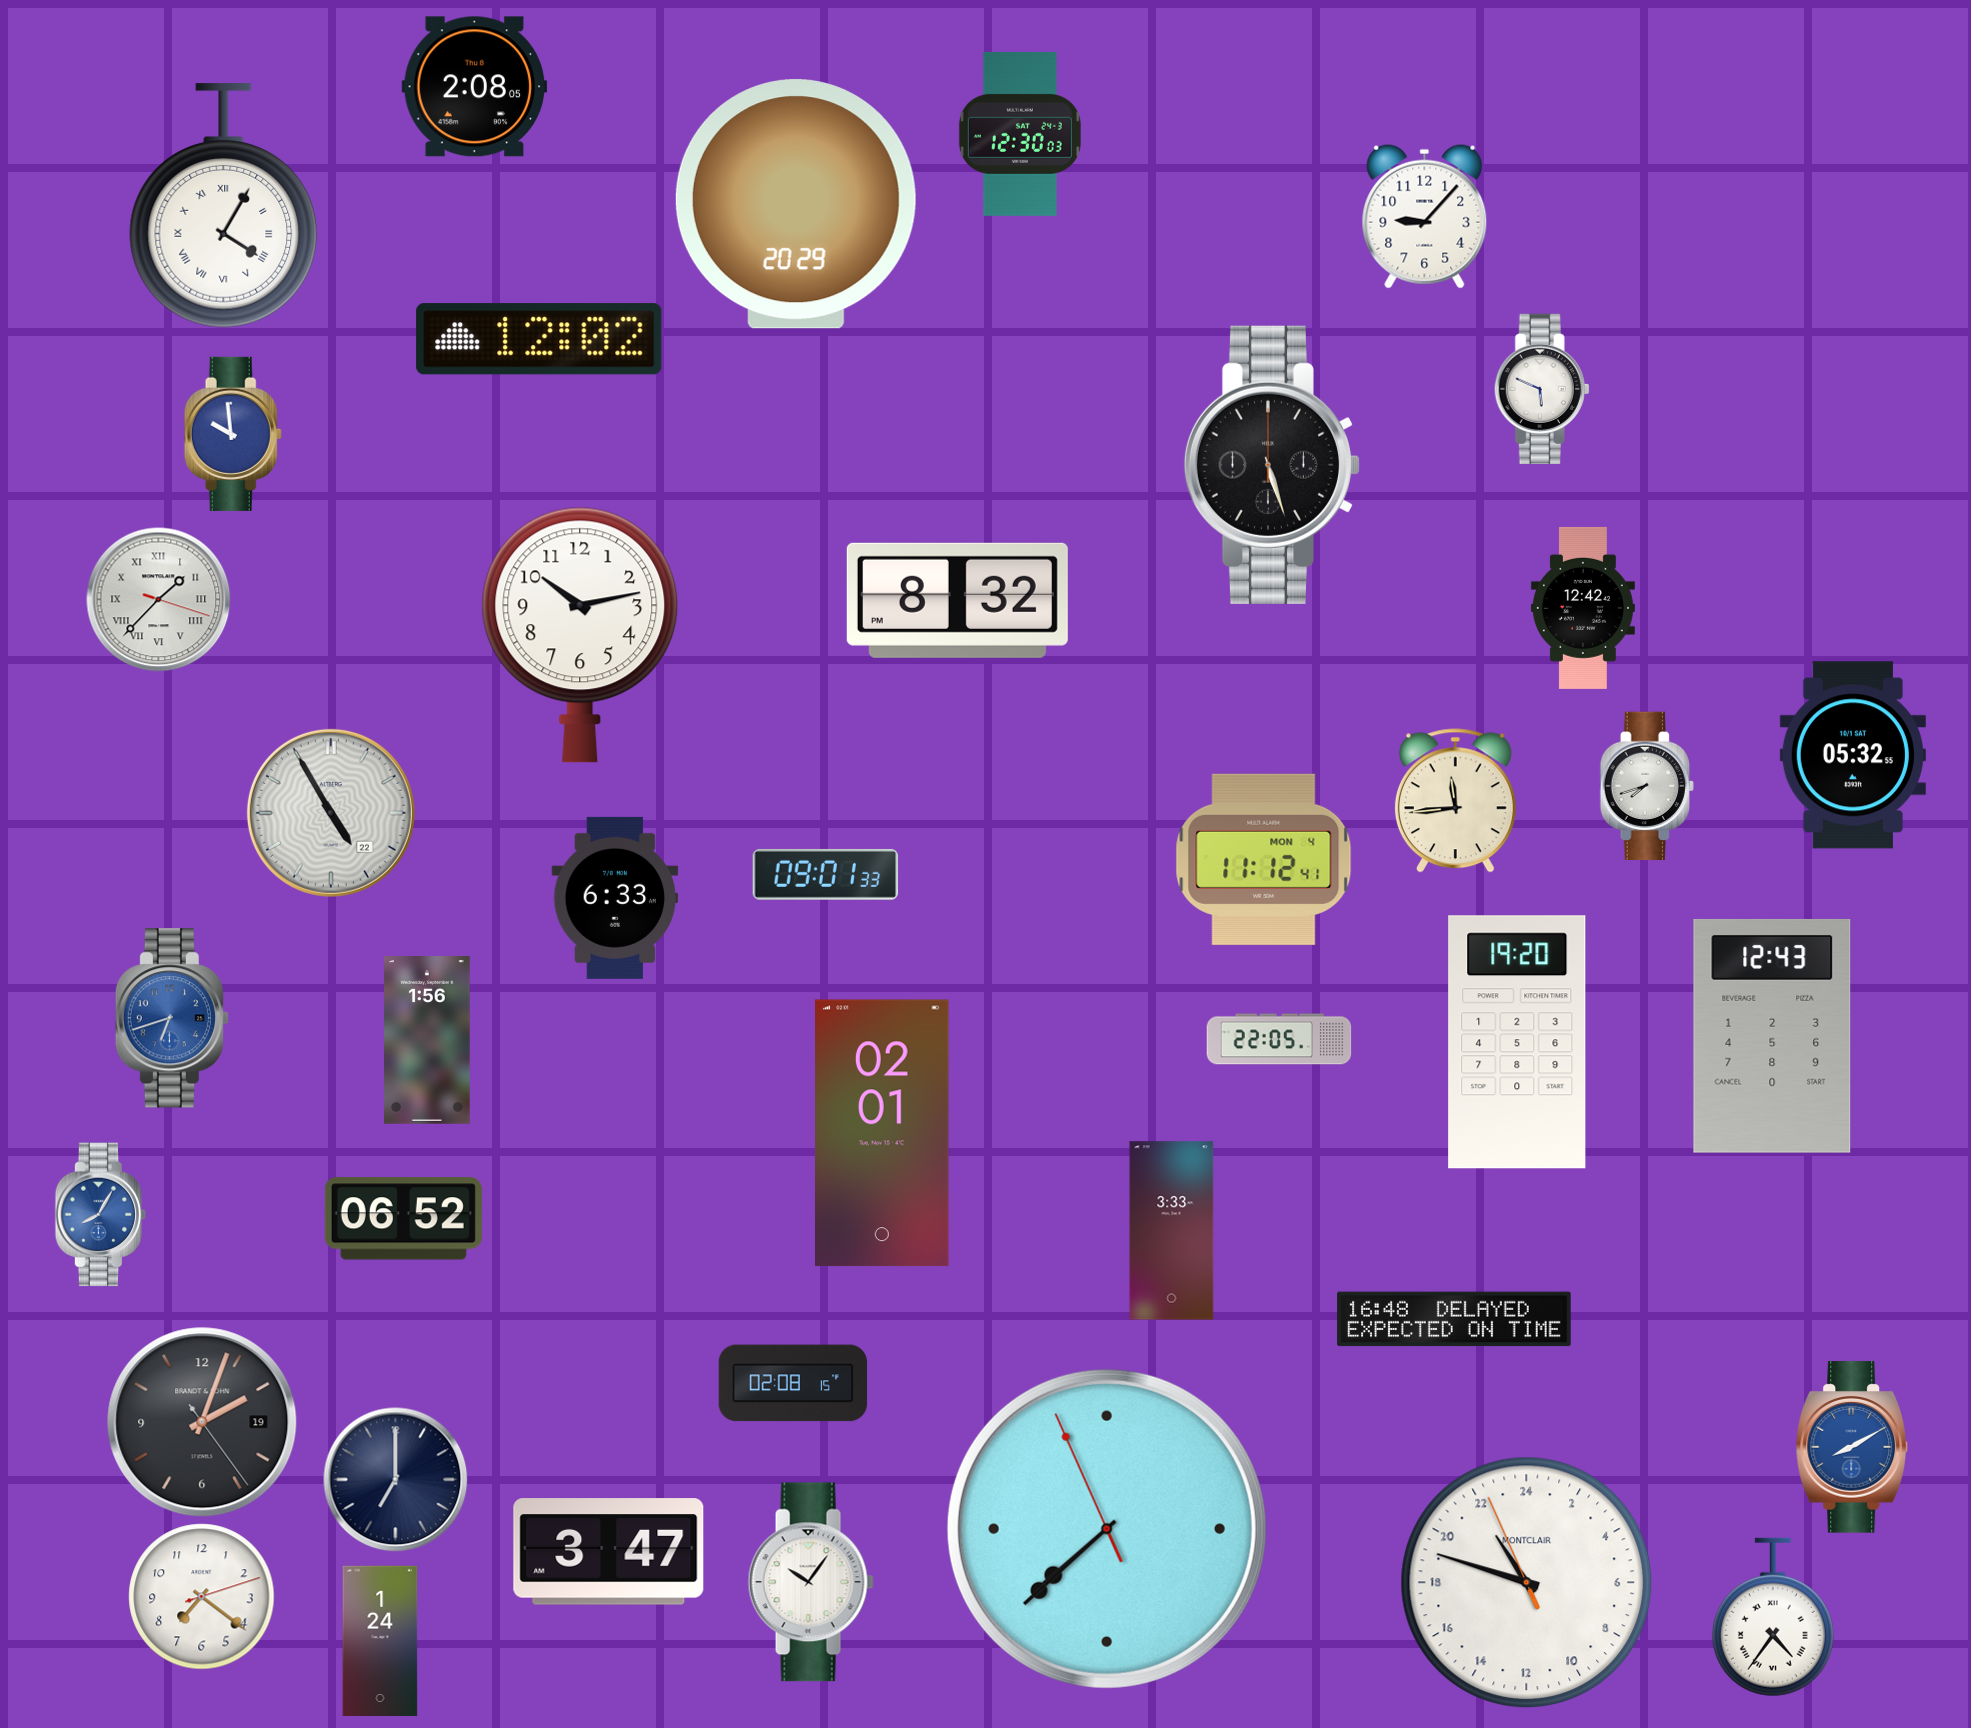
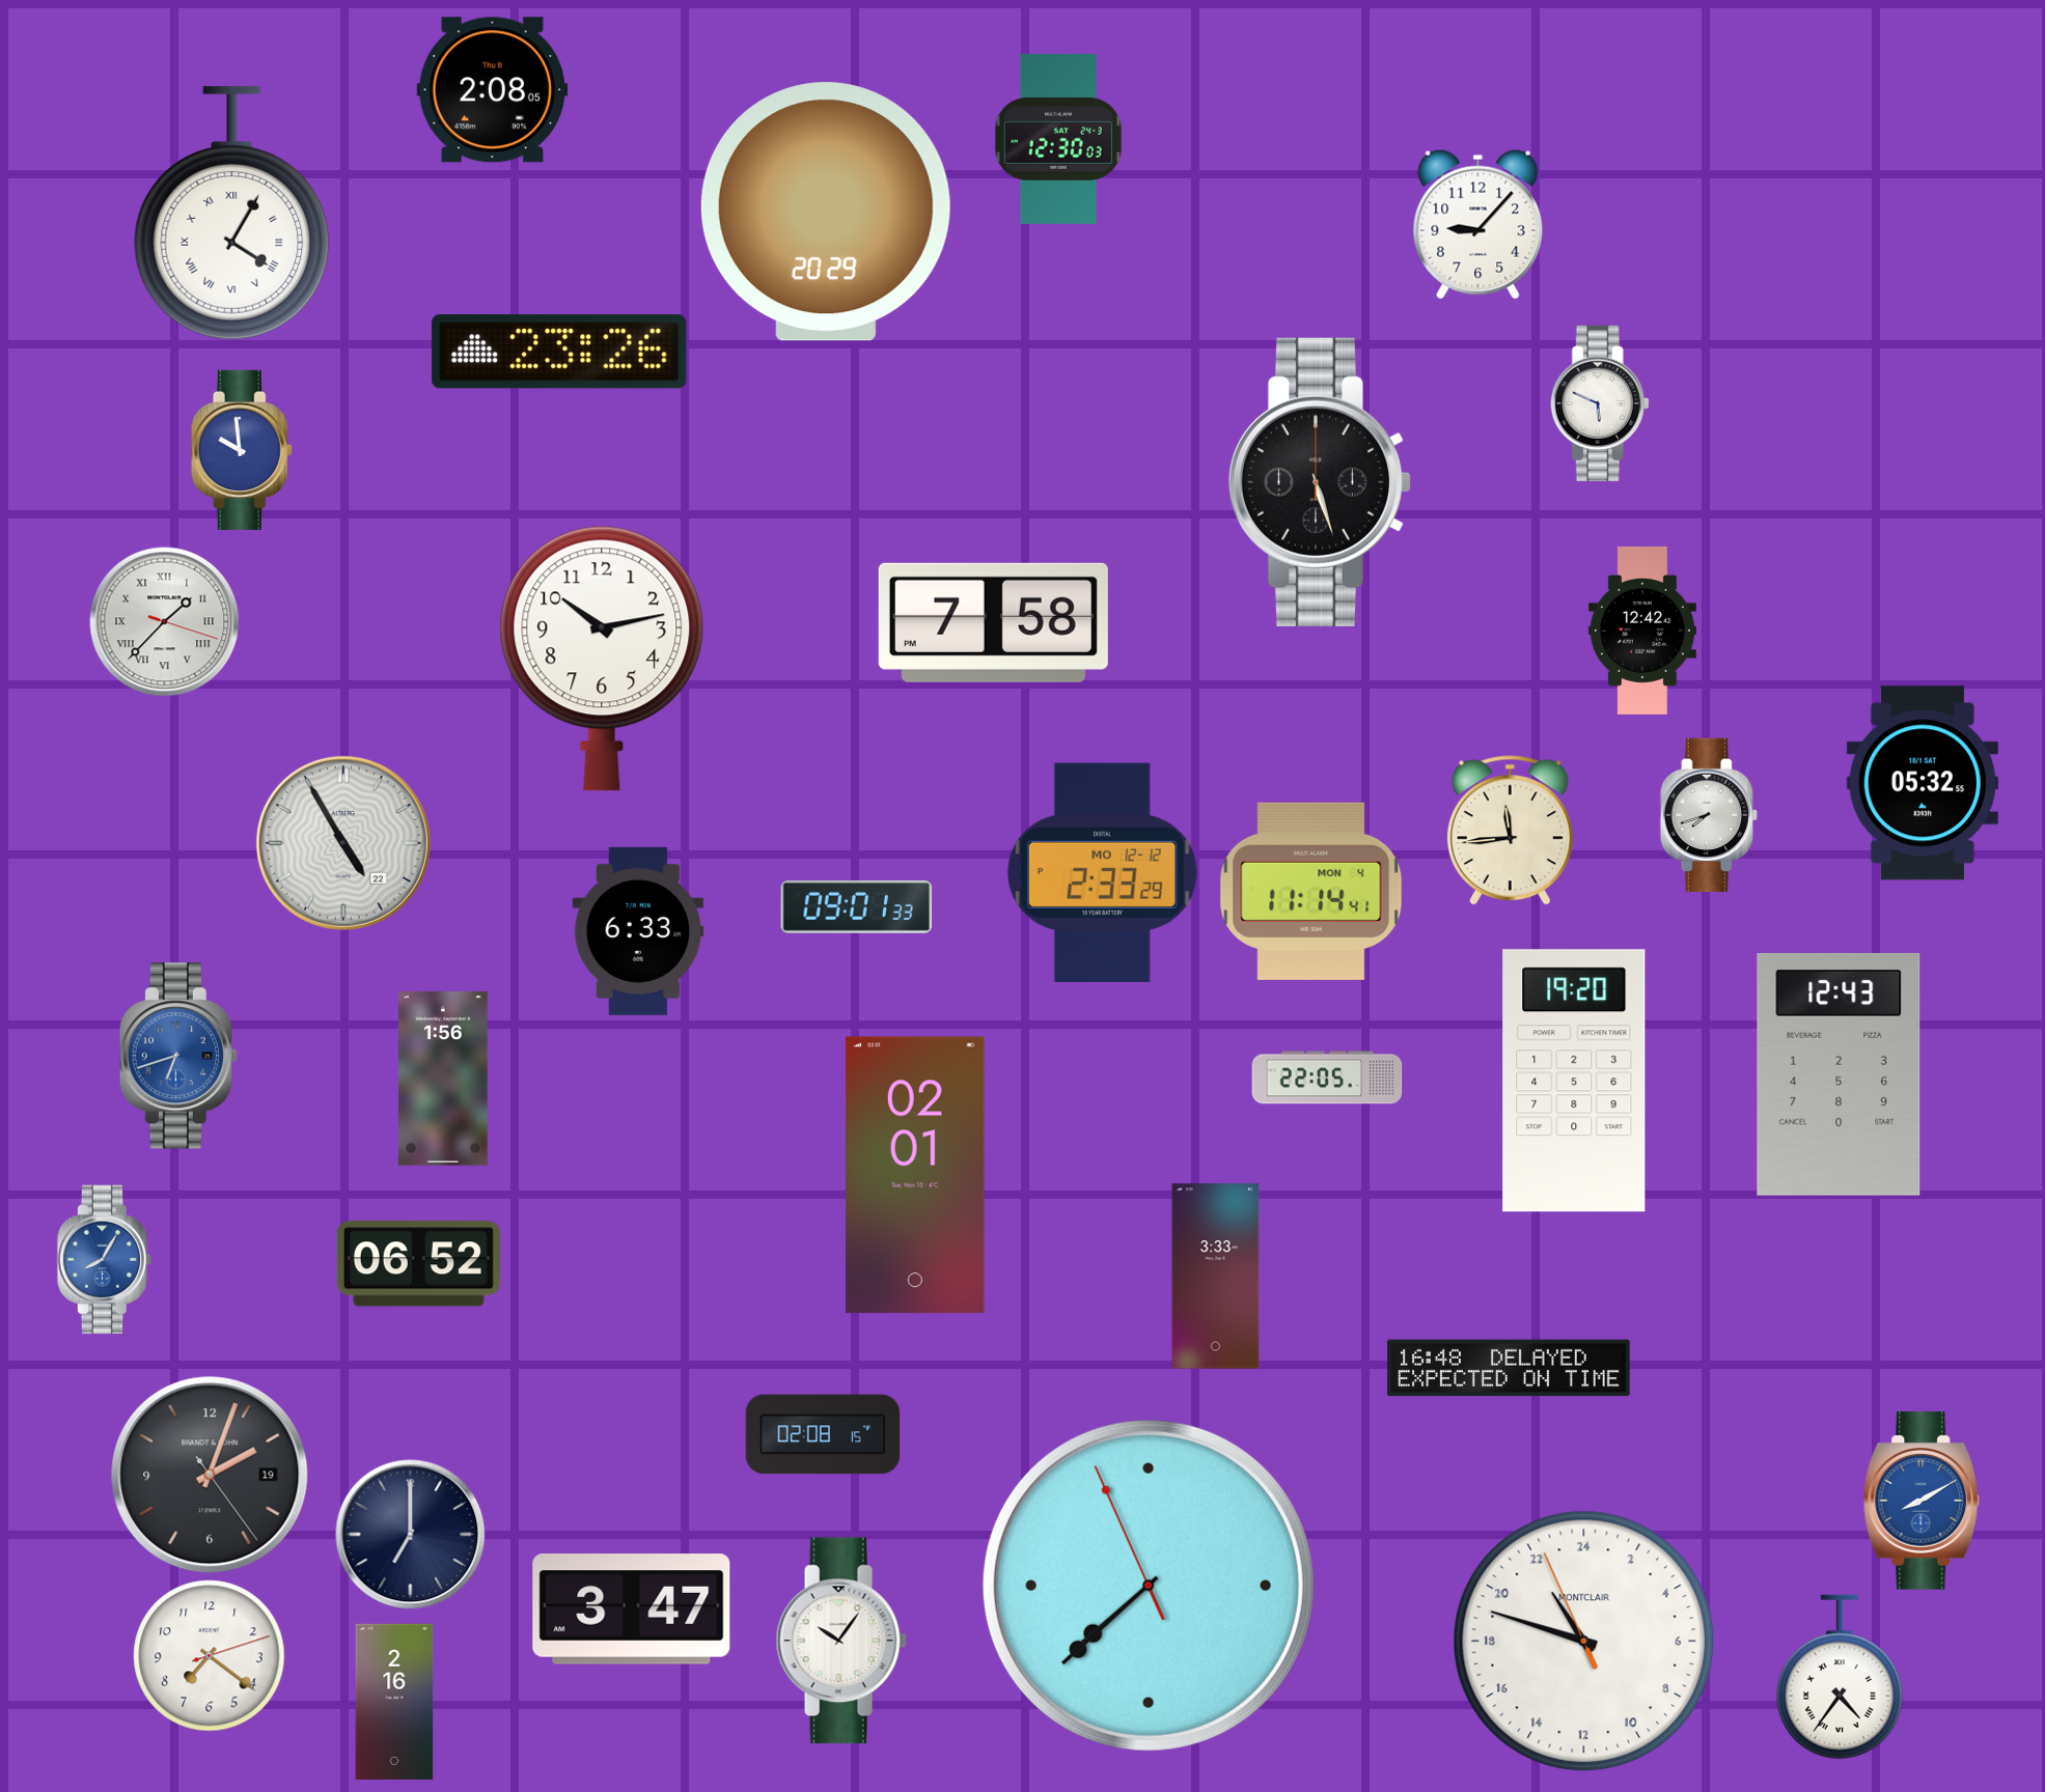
clock at (539, 339): 12:02 -> 23:26
clock at (957, 600): 8:32 -> 7:58
clock at (1102, 872): none -> 2:33
clock at (1264, 859): 11:12 -> 11:14
clock at (380, 1640): 1:24 -> 2:16
